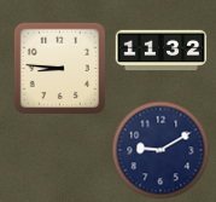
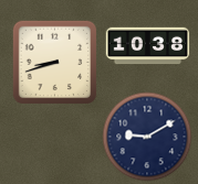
clock at (162, 51): 11:32 -> 10:38
clock at (59, 68): 8:46 -> 8:42
